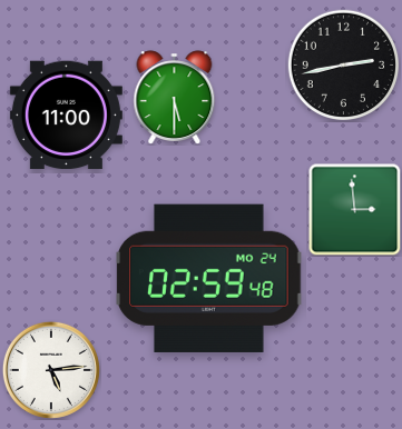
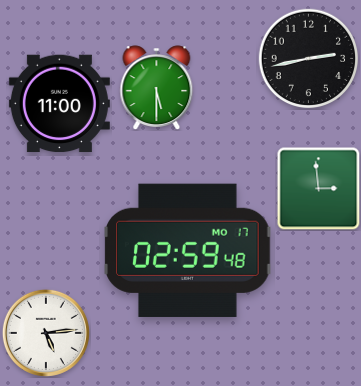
clock at (209, 278) date: MO 24 -> MO 17
